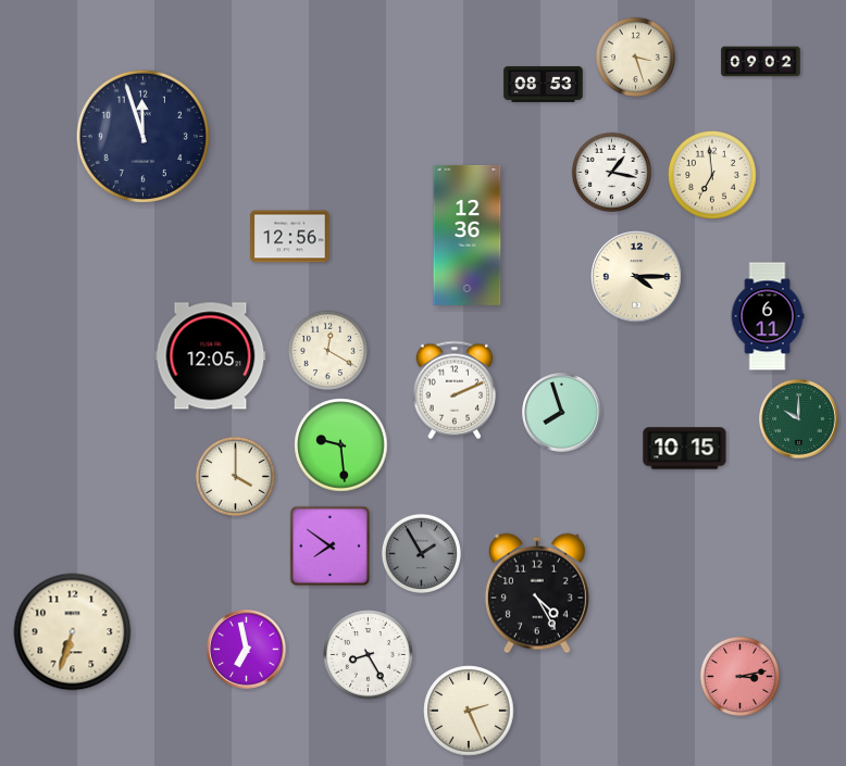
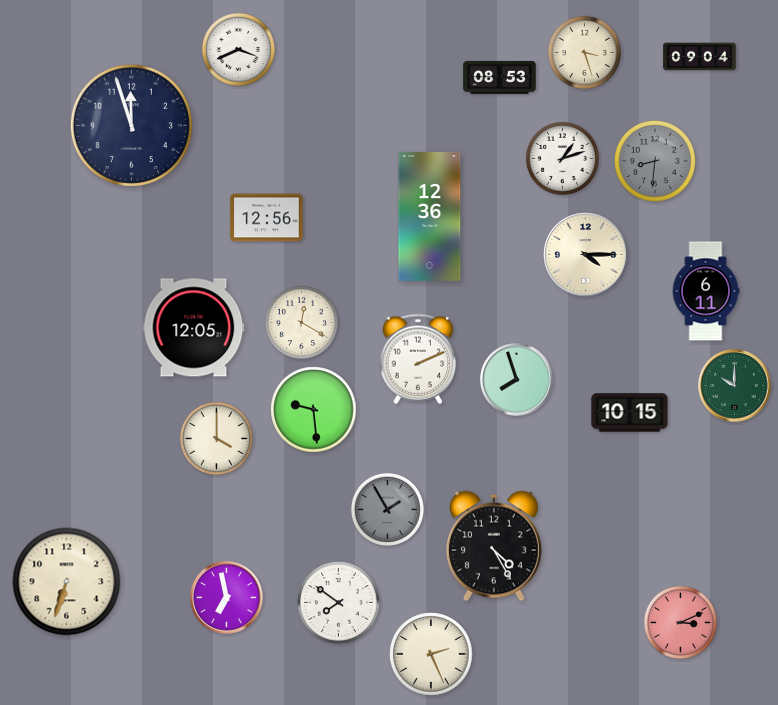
clock at (238, 49): none -> 3:41
clock at (761, 62): 09:02 -> 09:04
clock at (611, 172): 1:17 -> 1:12
clock at (713, 176): 6:59 -> 8:31
clock at (713, 176) dial: cream -> grey
clock at (331, 547): 7:51 -> none
clock at (369, 655): 8:25 -> 7:51
clock at (739, 676): 3:13 -> 3:11
